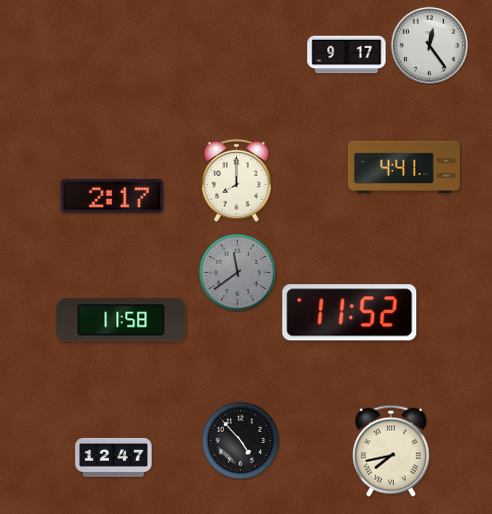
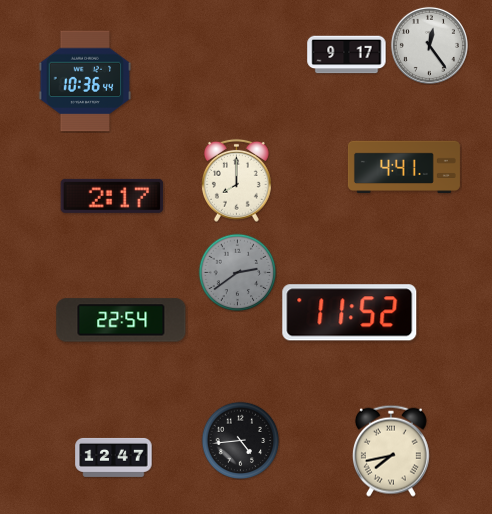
clock at (85, 81): none -> 10:36
clock at (237, 272): 11:39 -> 2:39
clock at (121, 320): 11:58 -> 22:54
clock at (240, 440): 4:53 -> 4:44
